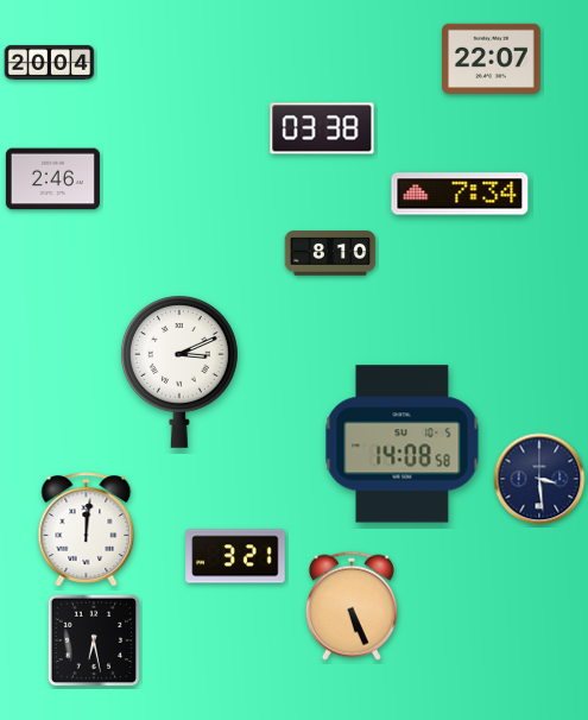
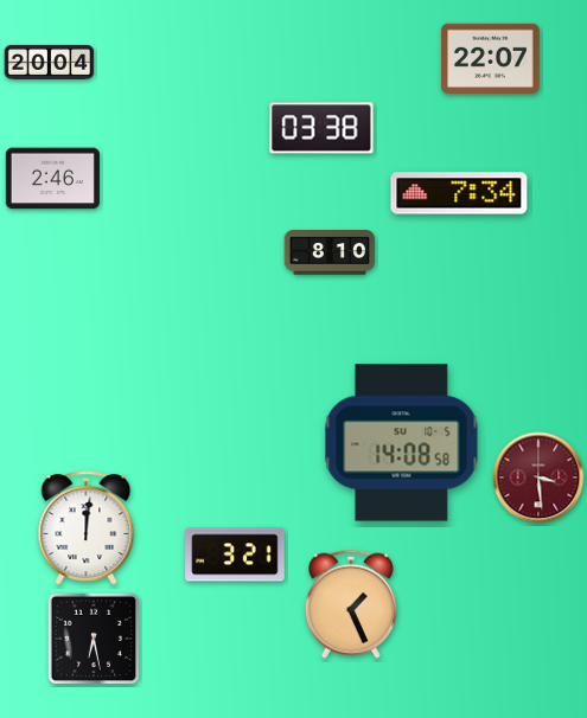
clock at (179, 372): 3:11 -> none
clock at (539, 479) dial: navy -> burgundy
clock at (352, 606): 5:26 -> 1:26
